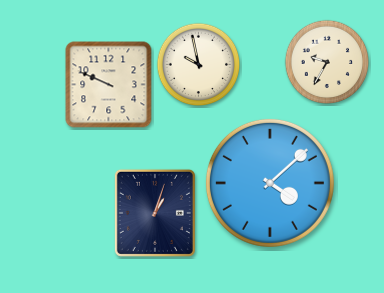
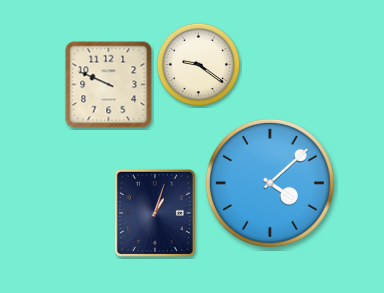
clock at (327, 62): 9:35 -> none
clock at (199, 65): 9:58 -> 9:21
